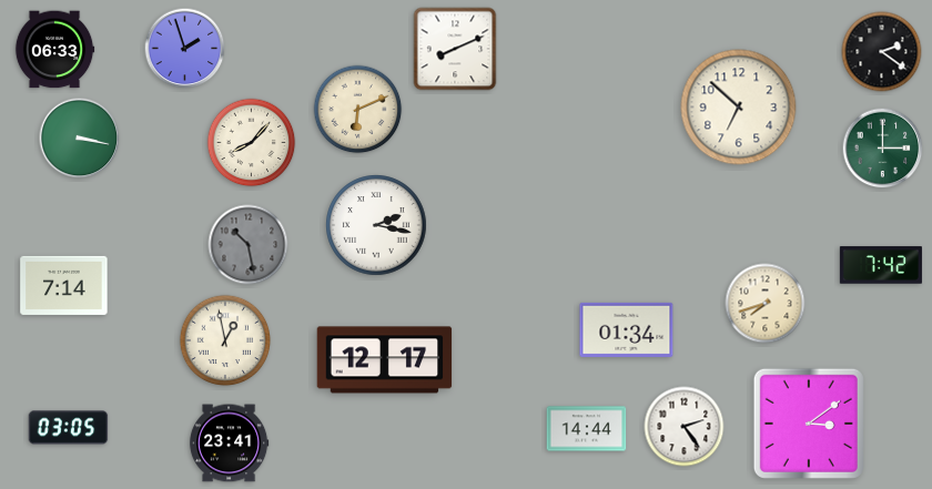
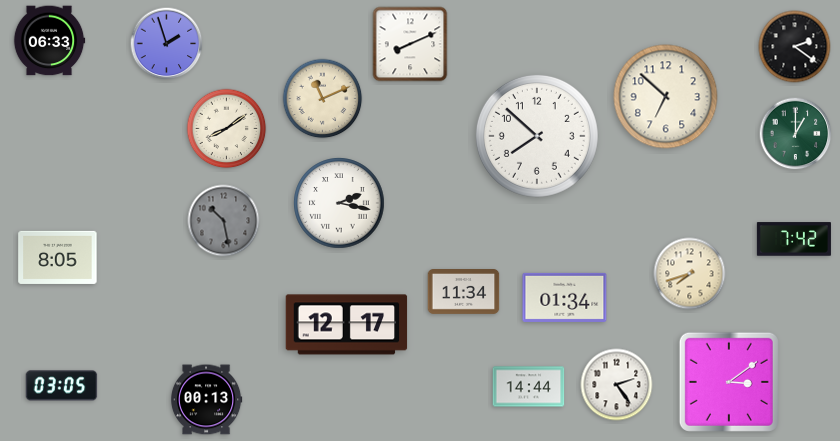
clock at (54, 50) position: (54, 50) -> (49, 41)
clock at (358, 110): 6:11 -> 11:11
clock at (80, 139): 3:17 -> none
clock at (252, 143): 8:07 -> 8:09
clock at (883, 149): 3:00 -> 1:00
clock at (537, 136): none -> 7:52
clock at (64, 285): 7:14 -> 8:05
clock at (464, 292): none -> 11:34
clock at (225, 340): 12:58 -> none
clock at (229, 444): 23:41 -> 00:13
